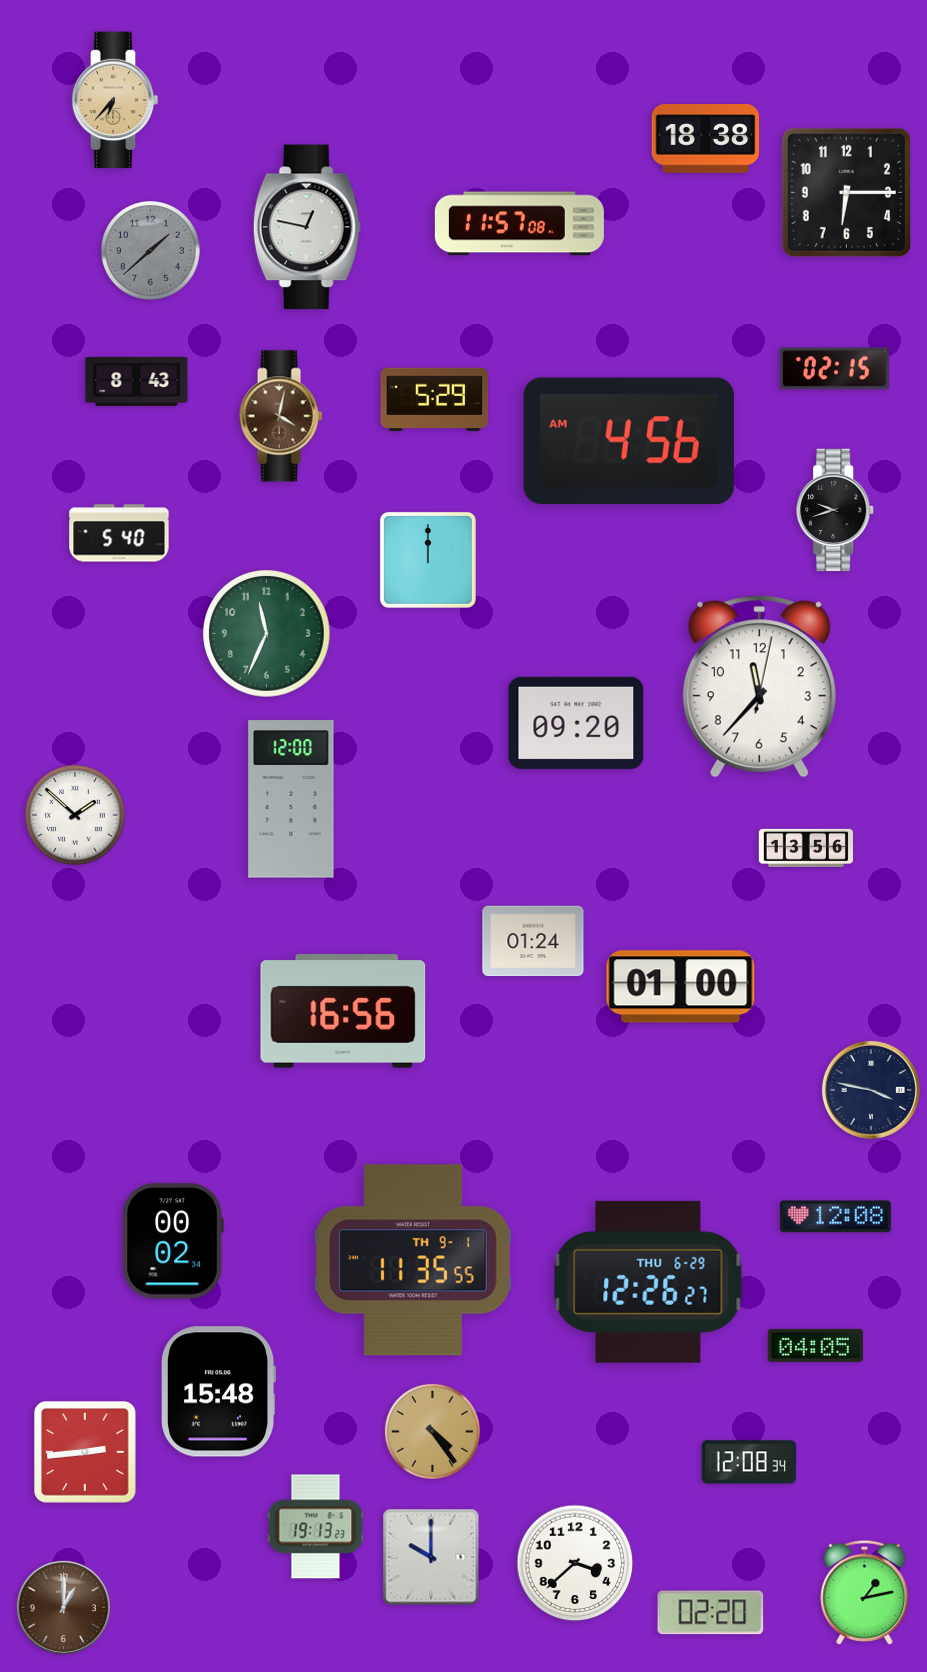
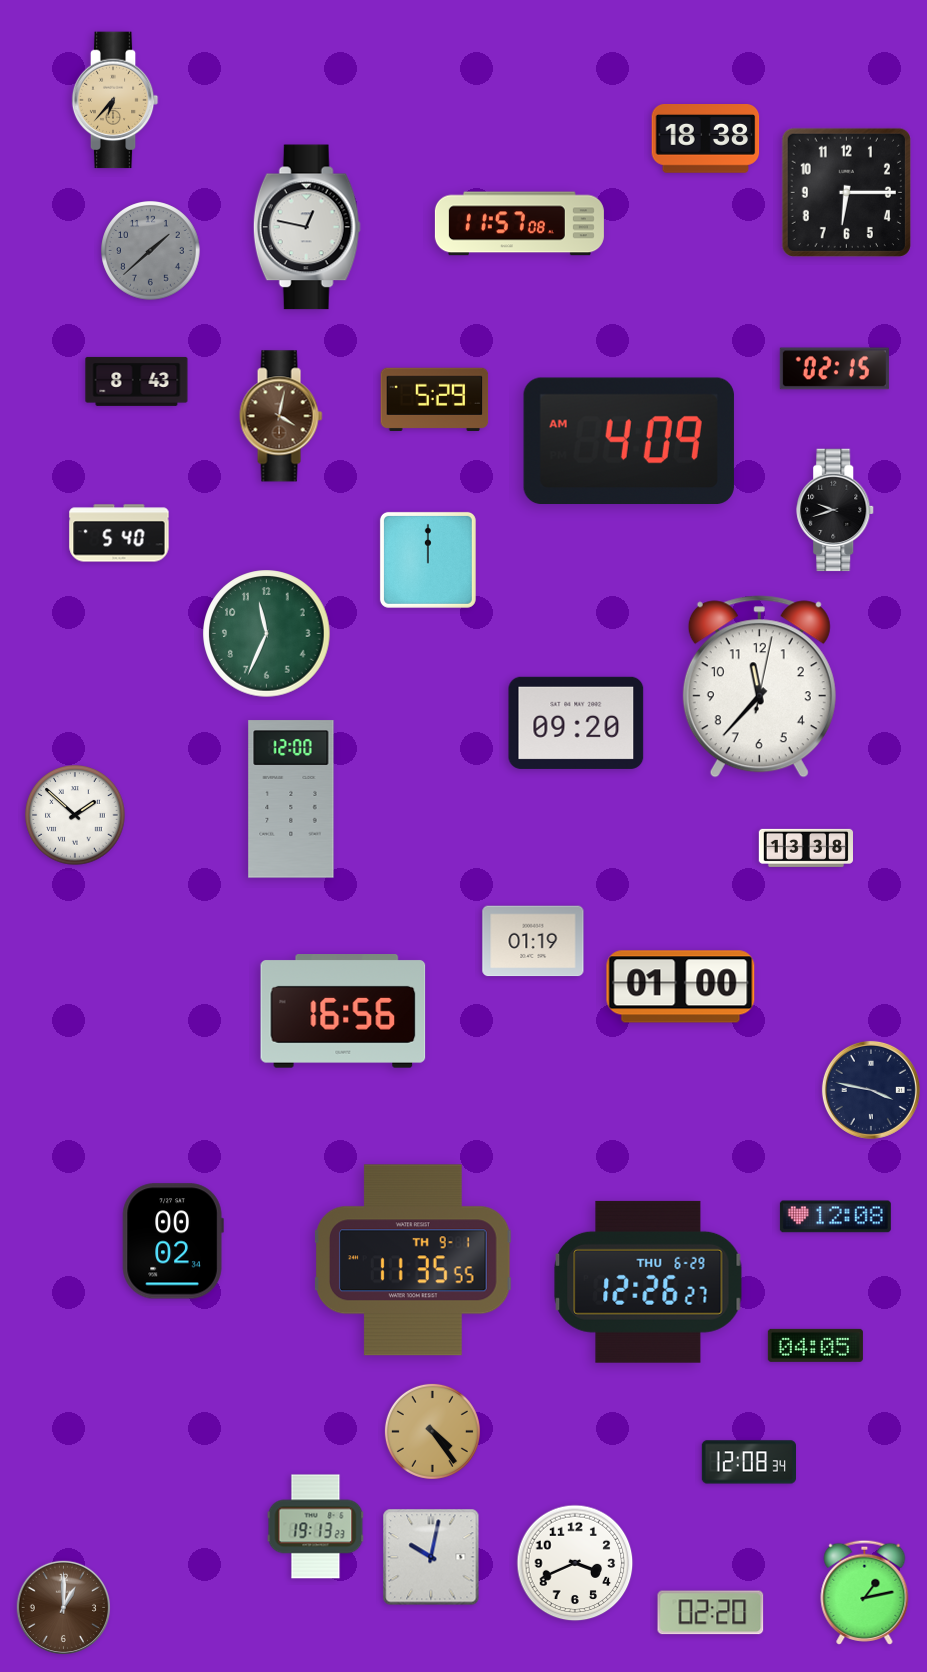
clock at (629, 440): 4:56 -> 4:09
clock at (805, 848): 13:56 -> 13:38
clock at (533, 941): 01:24 -> 01:19
clock at (219, 1392): 15:48 -> none
clock at (85, 1452): 2:44 -> none
clock at (431, 1557): 10:00 -> 10:02
clock at (575, 1563): 3:38 -> 3:41
